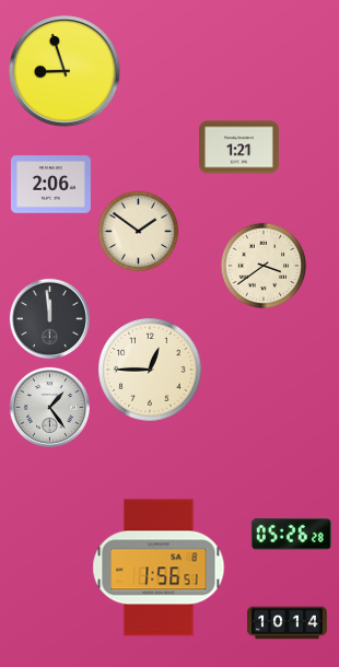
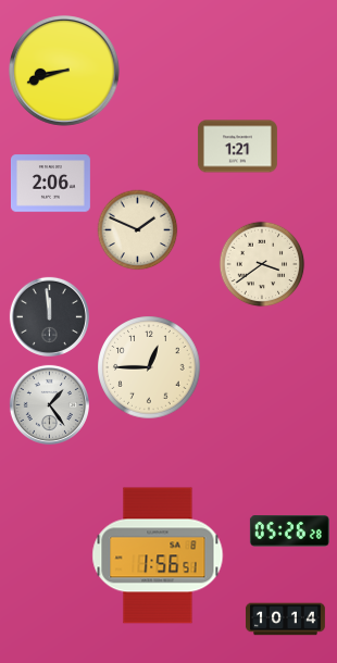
clock at (65, 71): 8:57 -> 8:42
clock at (139, 232): 1:51 -> 1:49
clock at (159, 567) position: (159, 567) -> (158, 555)
